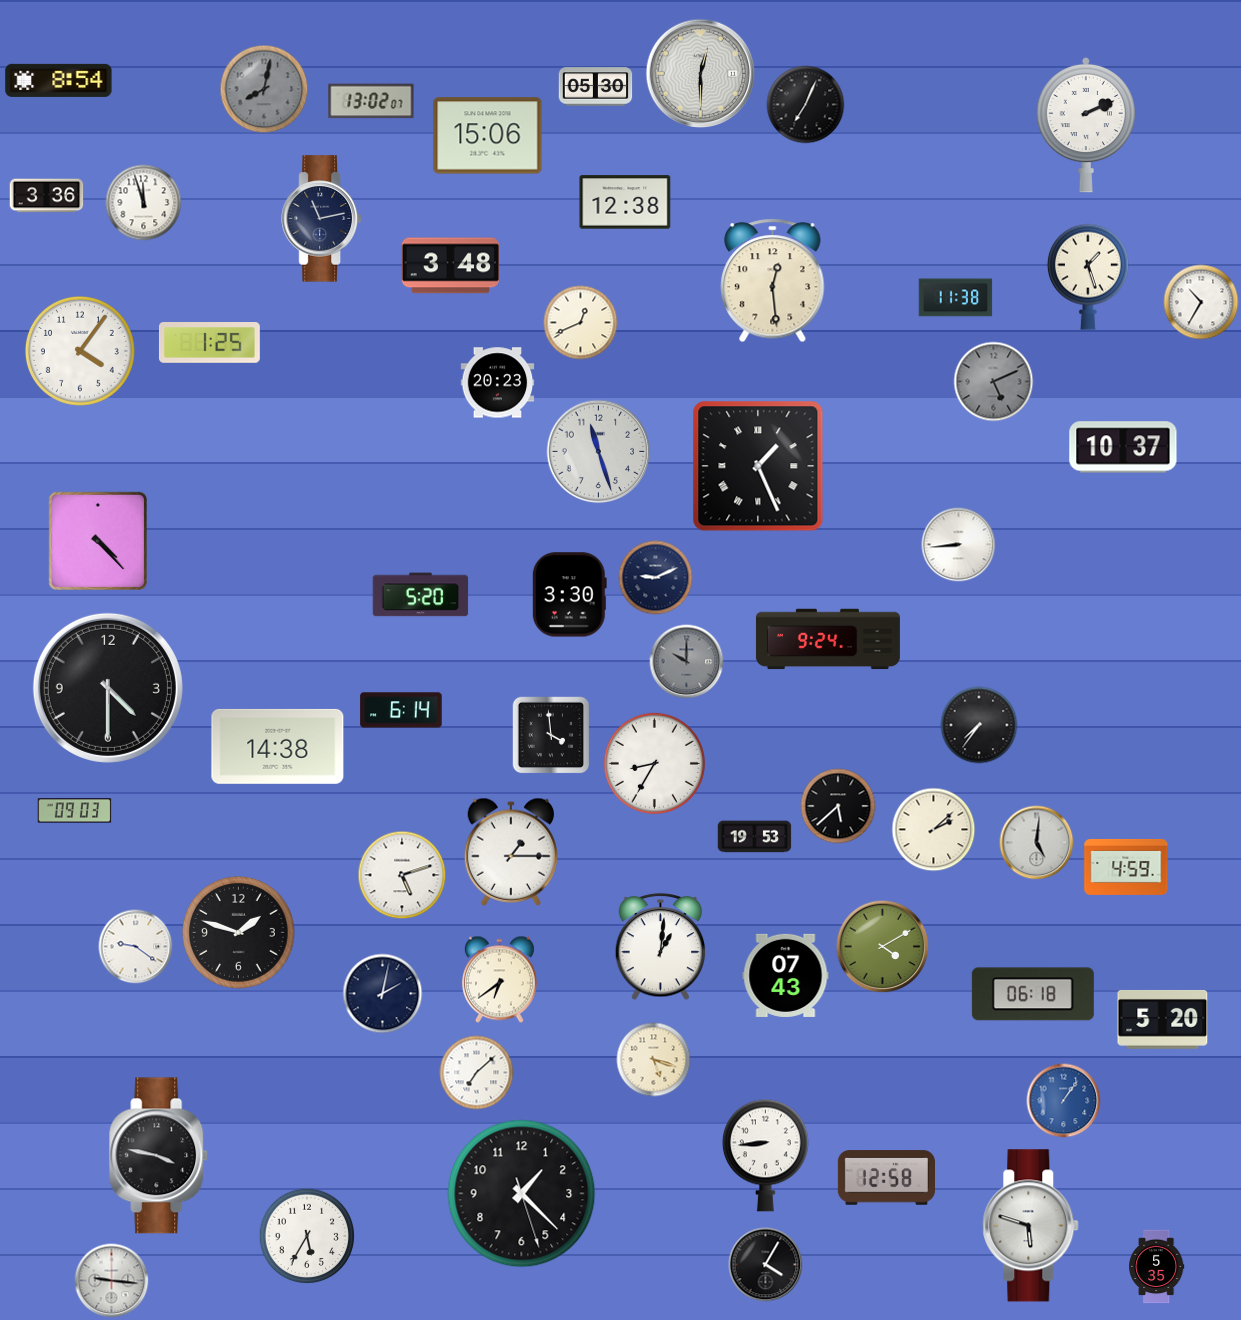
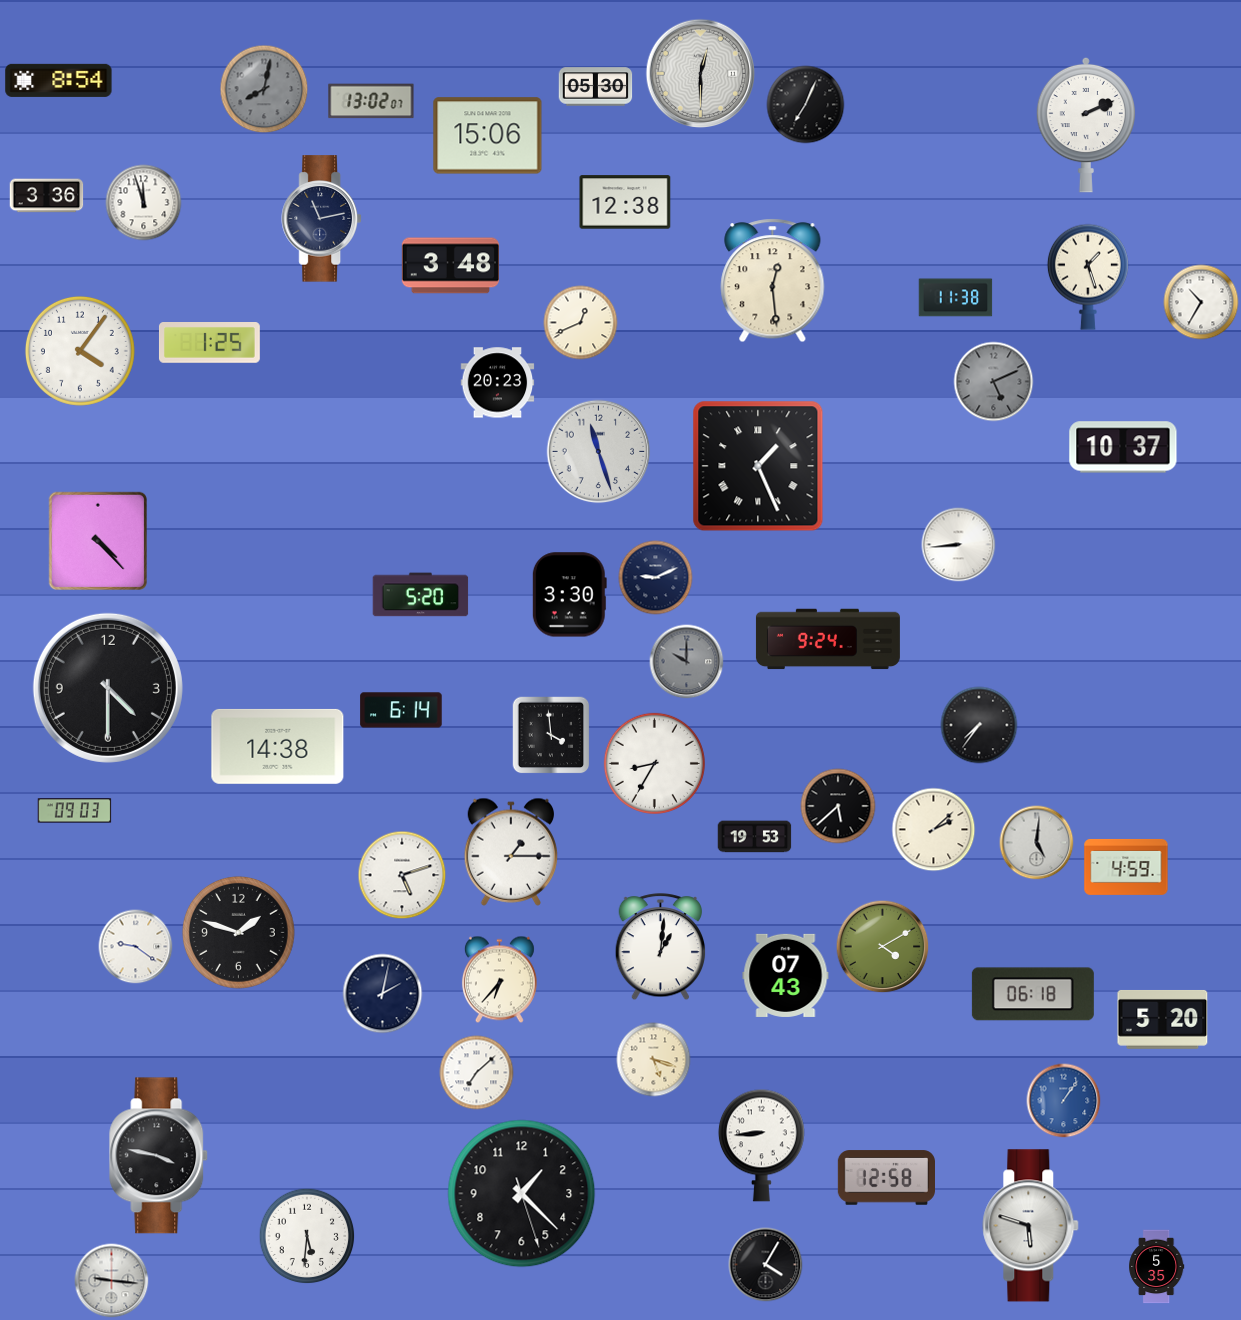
clock at (499, 980): 6:39 -> 6:37
clock at (765, 1155) position: (765, 1155) -> (761, 1145)
clock at (307, 1236): 5:35 -> 5:31
